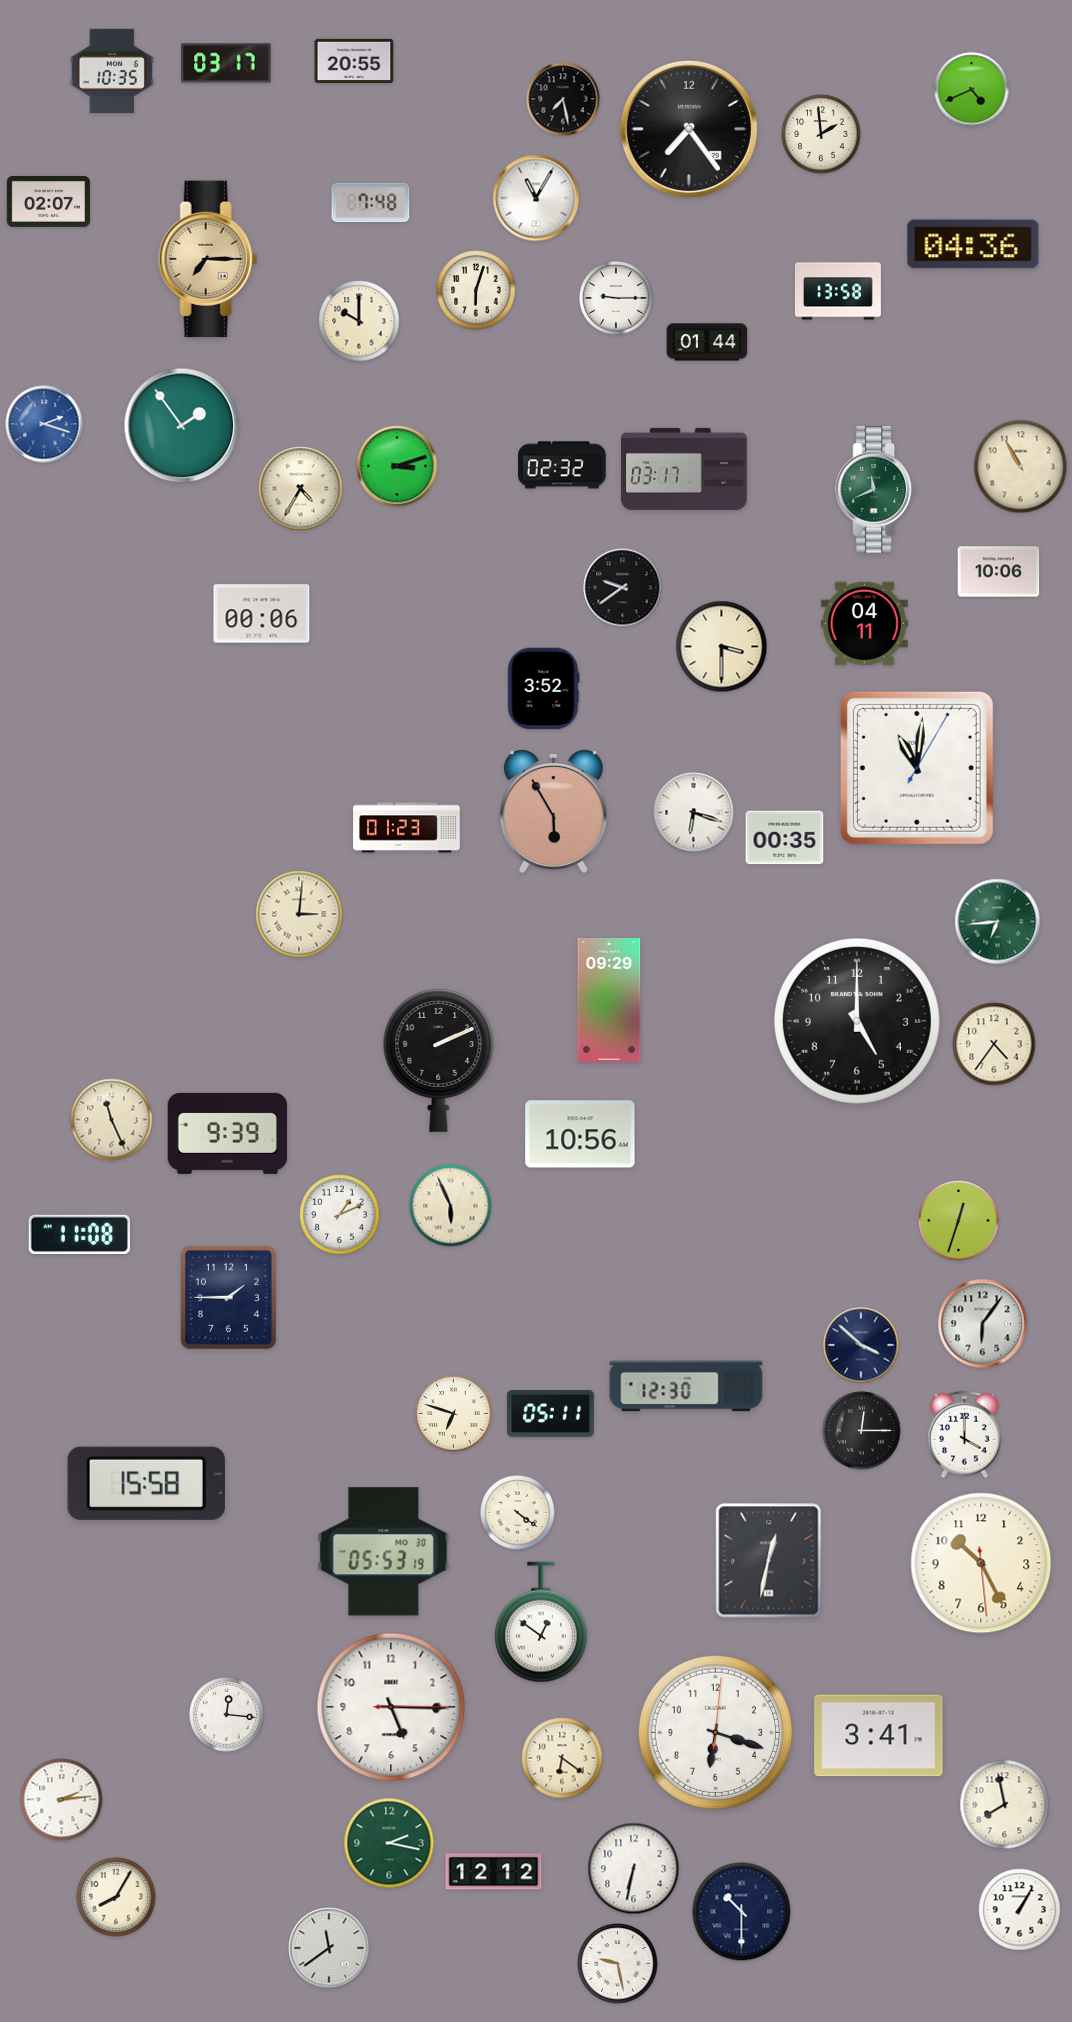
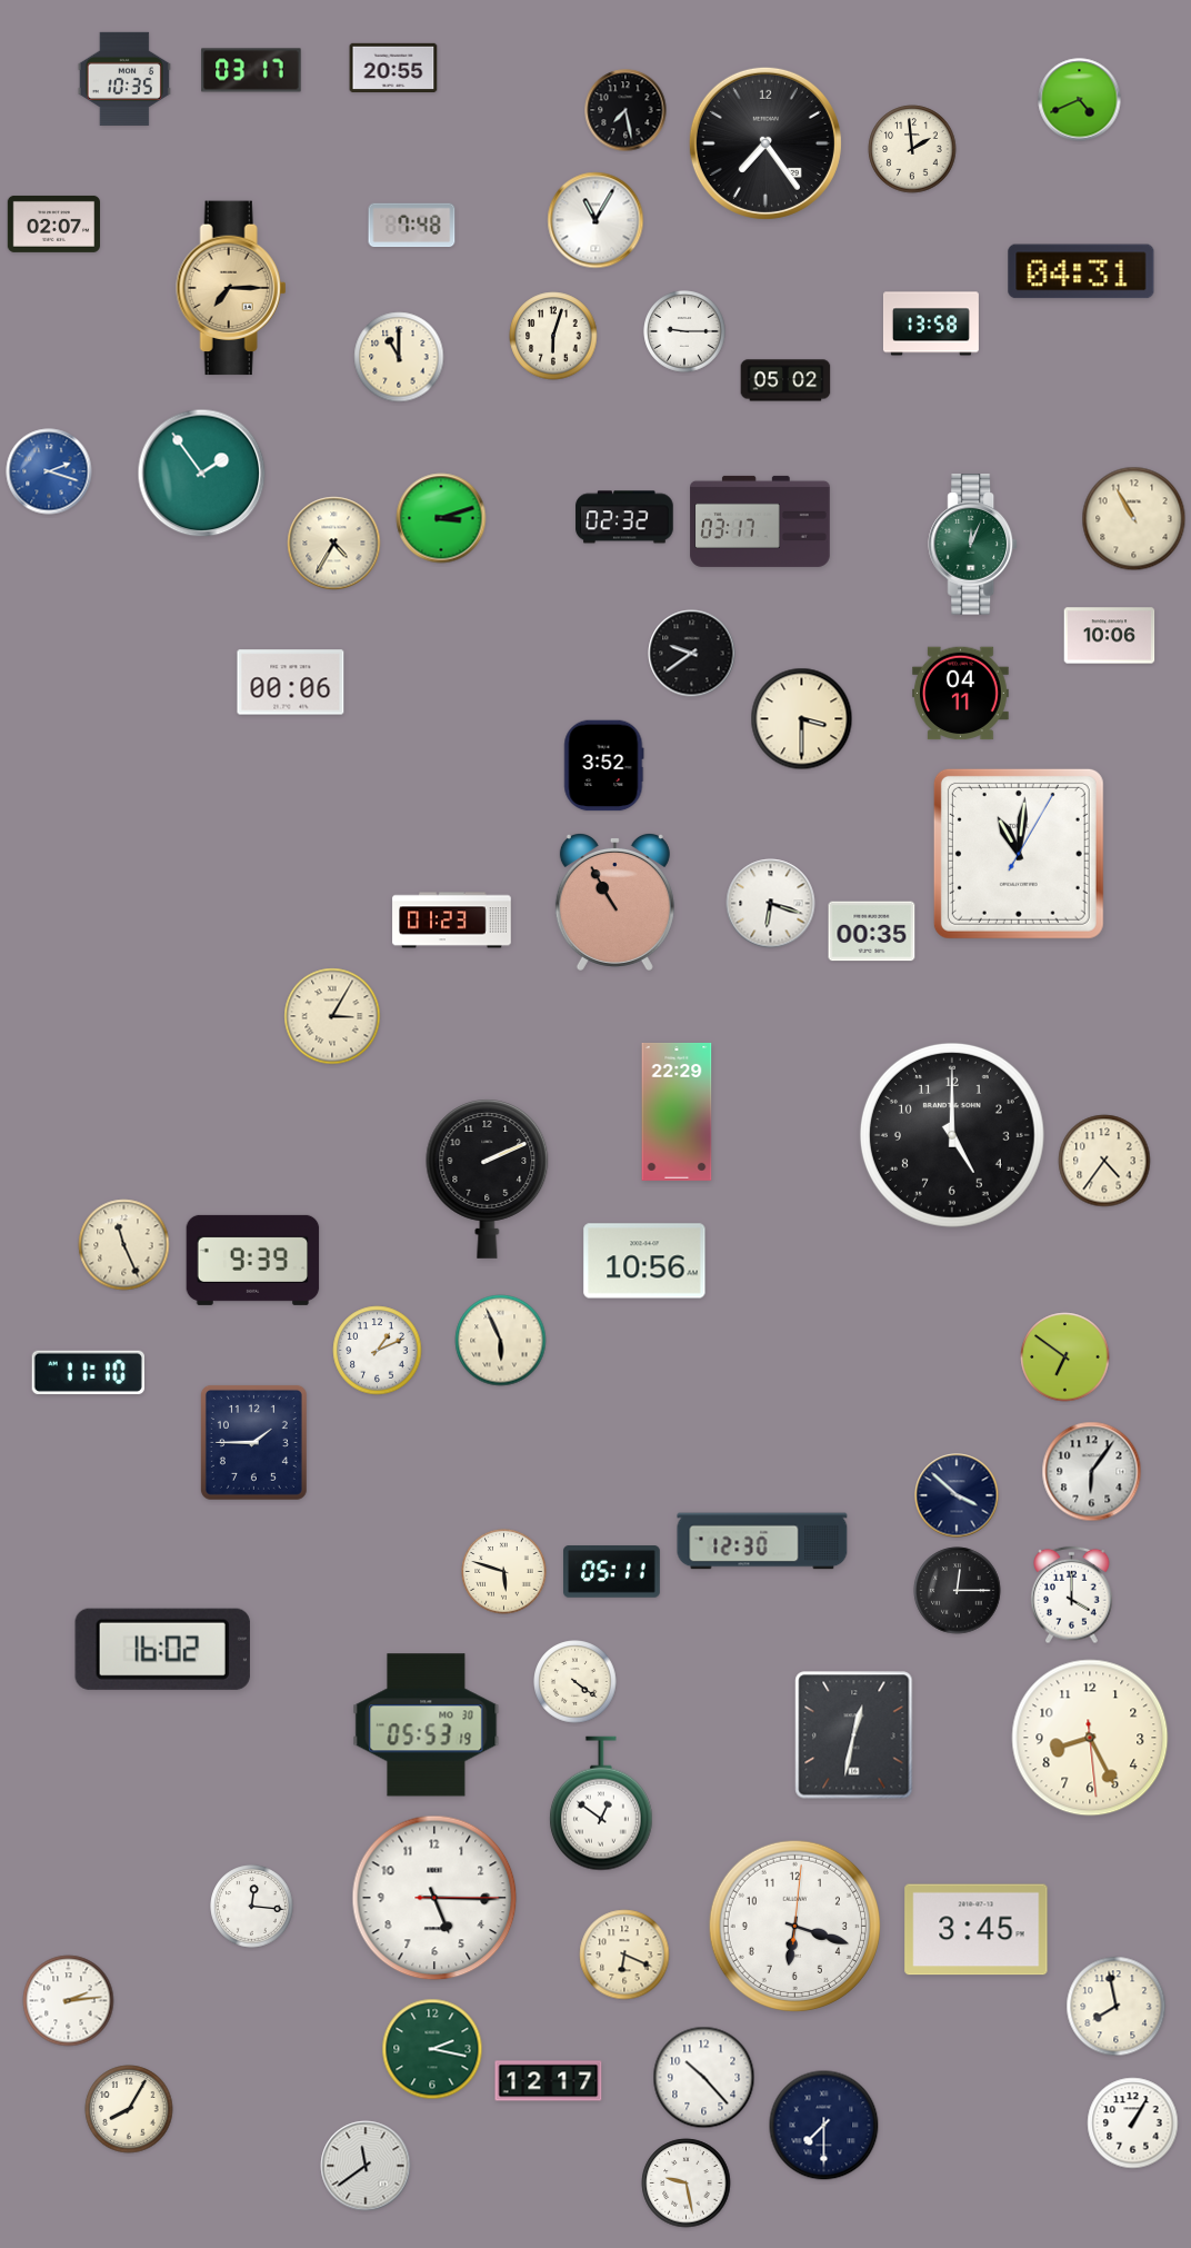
clock at (973, 244): 04:36 -> 04:31
clock at (476, 290) position: (476, 290) -> (553, 336)
clock at (359, 321): 10:00 -> 11:00
clock at (707, 342): 01:44 -> 05:02
clock at (875, 490): 11:41 -> 12:04
clock at (553, 811): 5:55 -> 10:55
clock at (299, 914): 3:01 -> 3:05
clock at (998, 922): 6:44 -> none
clock at (609, 1000): 09:29 -> 22:29
clock at (959, 1221): 12:33 -> 6:51
clock at (79, 1234): 11:08 -> 11:10
clock at (454, 1414): 6:48 -> 5:48
clock at (146, 1483): 15:58 -> 16:02
clock at (981, 1563): 10:25 -> 8:25
clock at (879, 1736): 3:41 -> 3:45
clock at (562, 1758): 6:21 -> 6:19
clock at (634, 1869): 6:32 -> 10:23
clock at (494, 1872): 12:12 -> 12:17
clock at (742, 1912): 10:30 -> 7:30
